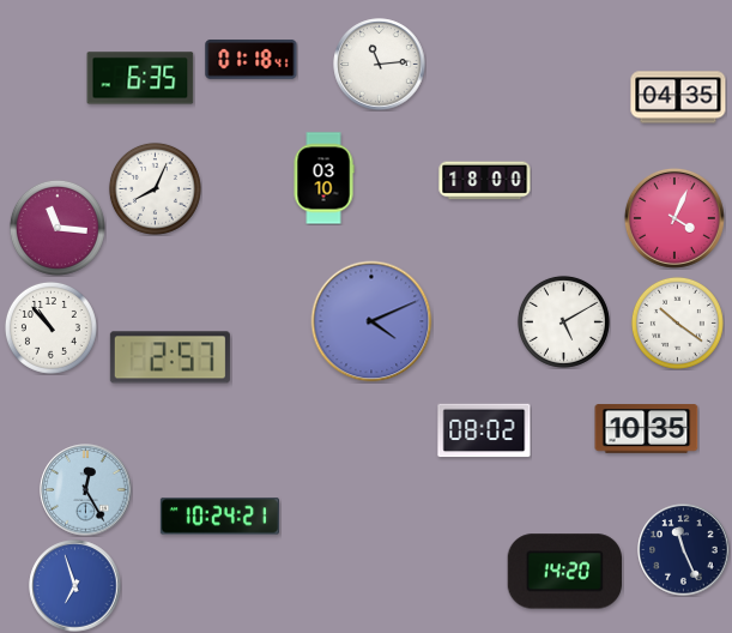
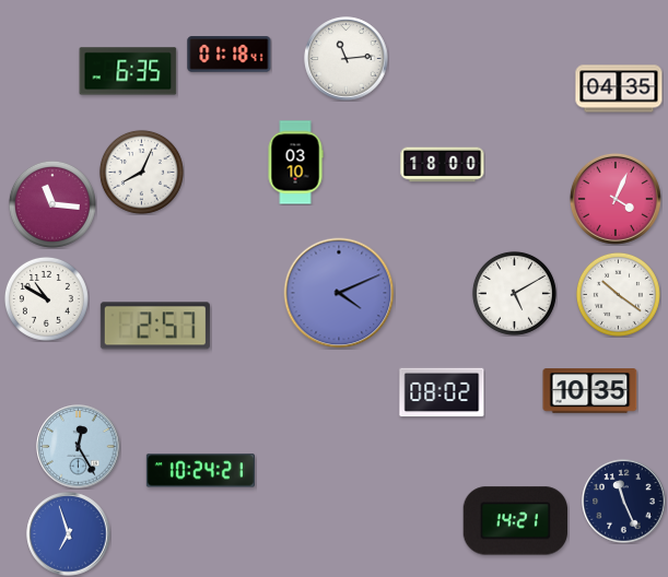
clock at (58, 228) position: (58, 228) -> (52, 204)
clock at (50, 327): 10:53 -> 10:50
clock at (564, 572): 14:20 -> 14:21
